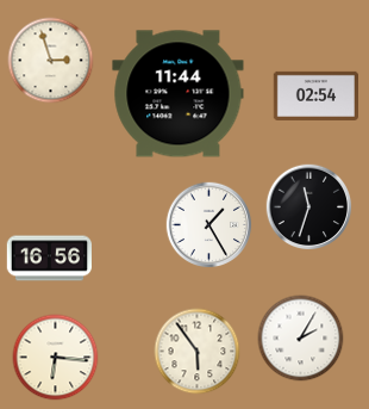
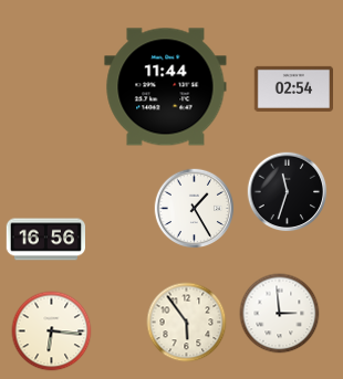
clock at (51, 61): 2:57 -> none
clock at (301, 339): 2:05 -> 2:59
clock at (198, 352) position: (198, 352) -> (187, 323)
